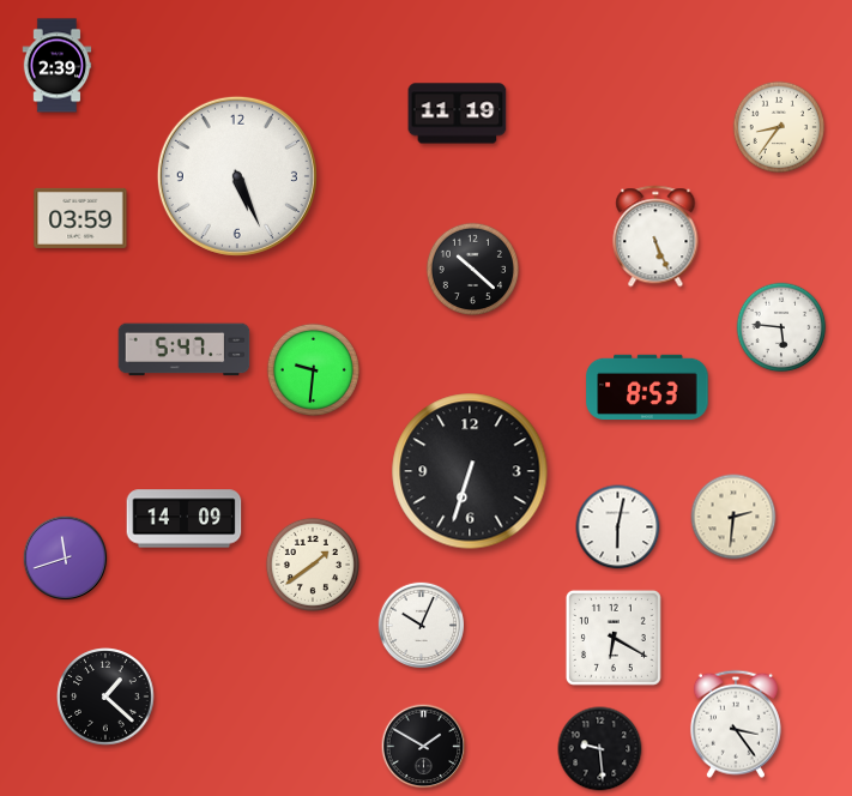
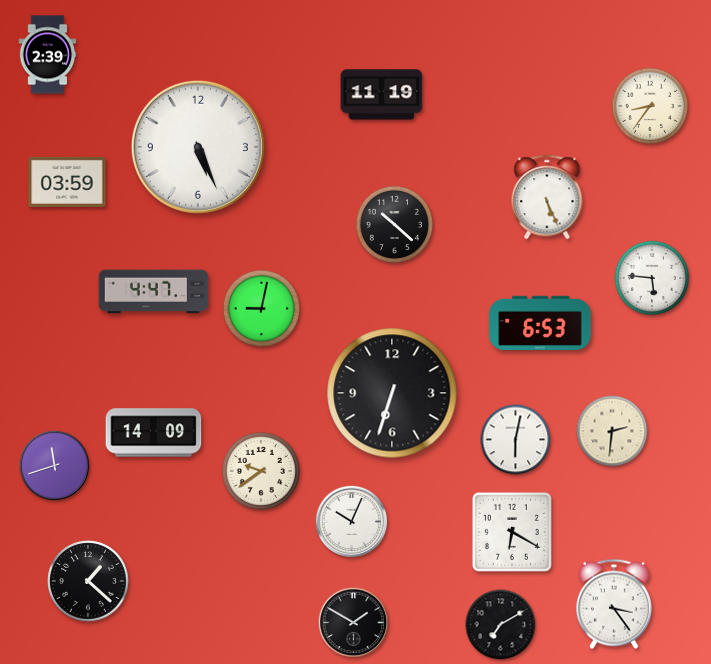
clock at (781, 327) position: (781, 327) -> (652, 278)
clock at (185, 350): 5:47 -> 4:47
clock at (313, 369): 9:31 -> 9:02
clock at (647, 386): 8:53 -> 6:53
clock at (313, 565): 1:39 -> 9:39
clock at (600, 749): 9:29 -> 7:10
